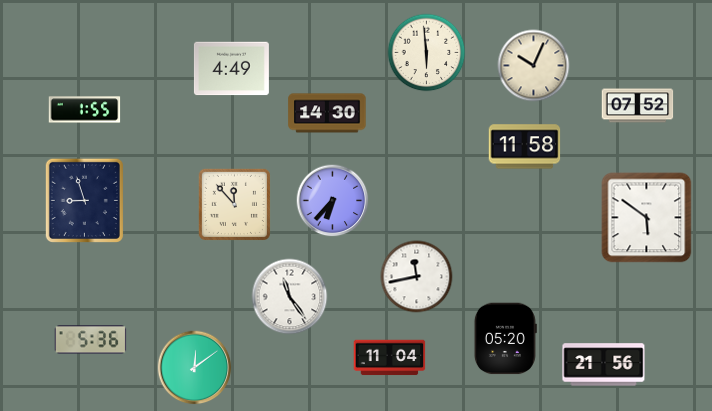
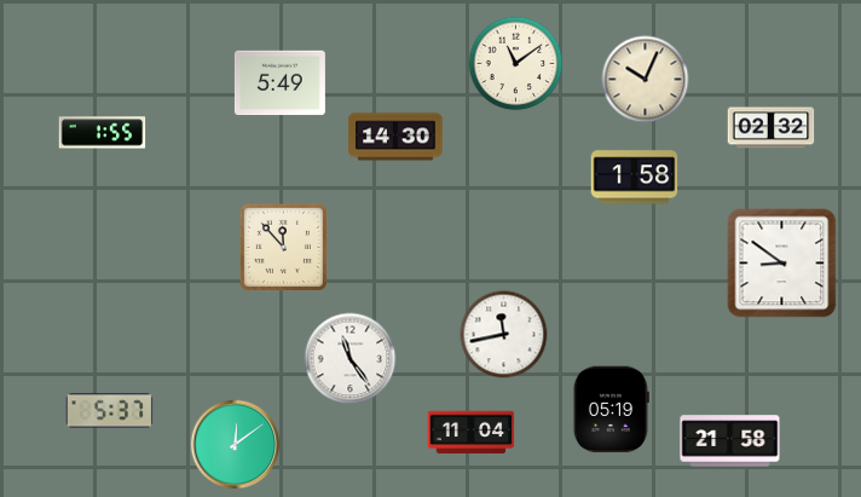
clock at (427, 53): 5:59 -> 11:09
clock at (231, 69): 4:49 -> 5:49
clock at (638, 106): 07:52 -> 02:32
clock at (525, 147): 11:58 -> 1:58
clock at (84, 200): 8:57 -> none
clock at (333, 201): 6:37 -> none
clock at (647, 218): 5:51 -> 8:51
clock at (505, 339): 05:20 -> 05:19
clock at (91, 340): 5:36 -> 5:37
clock at (604, 365): 21:56 -> 21:58
